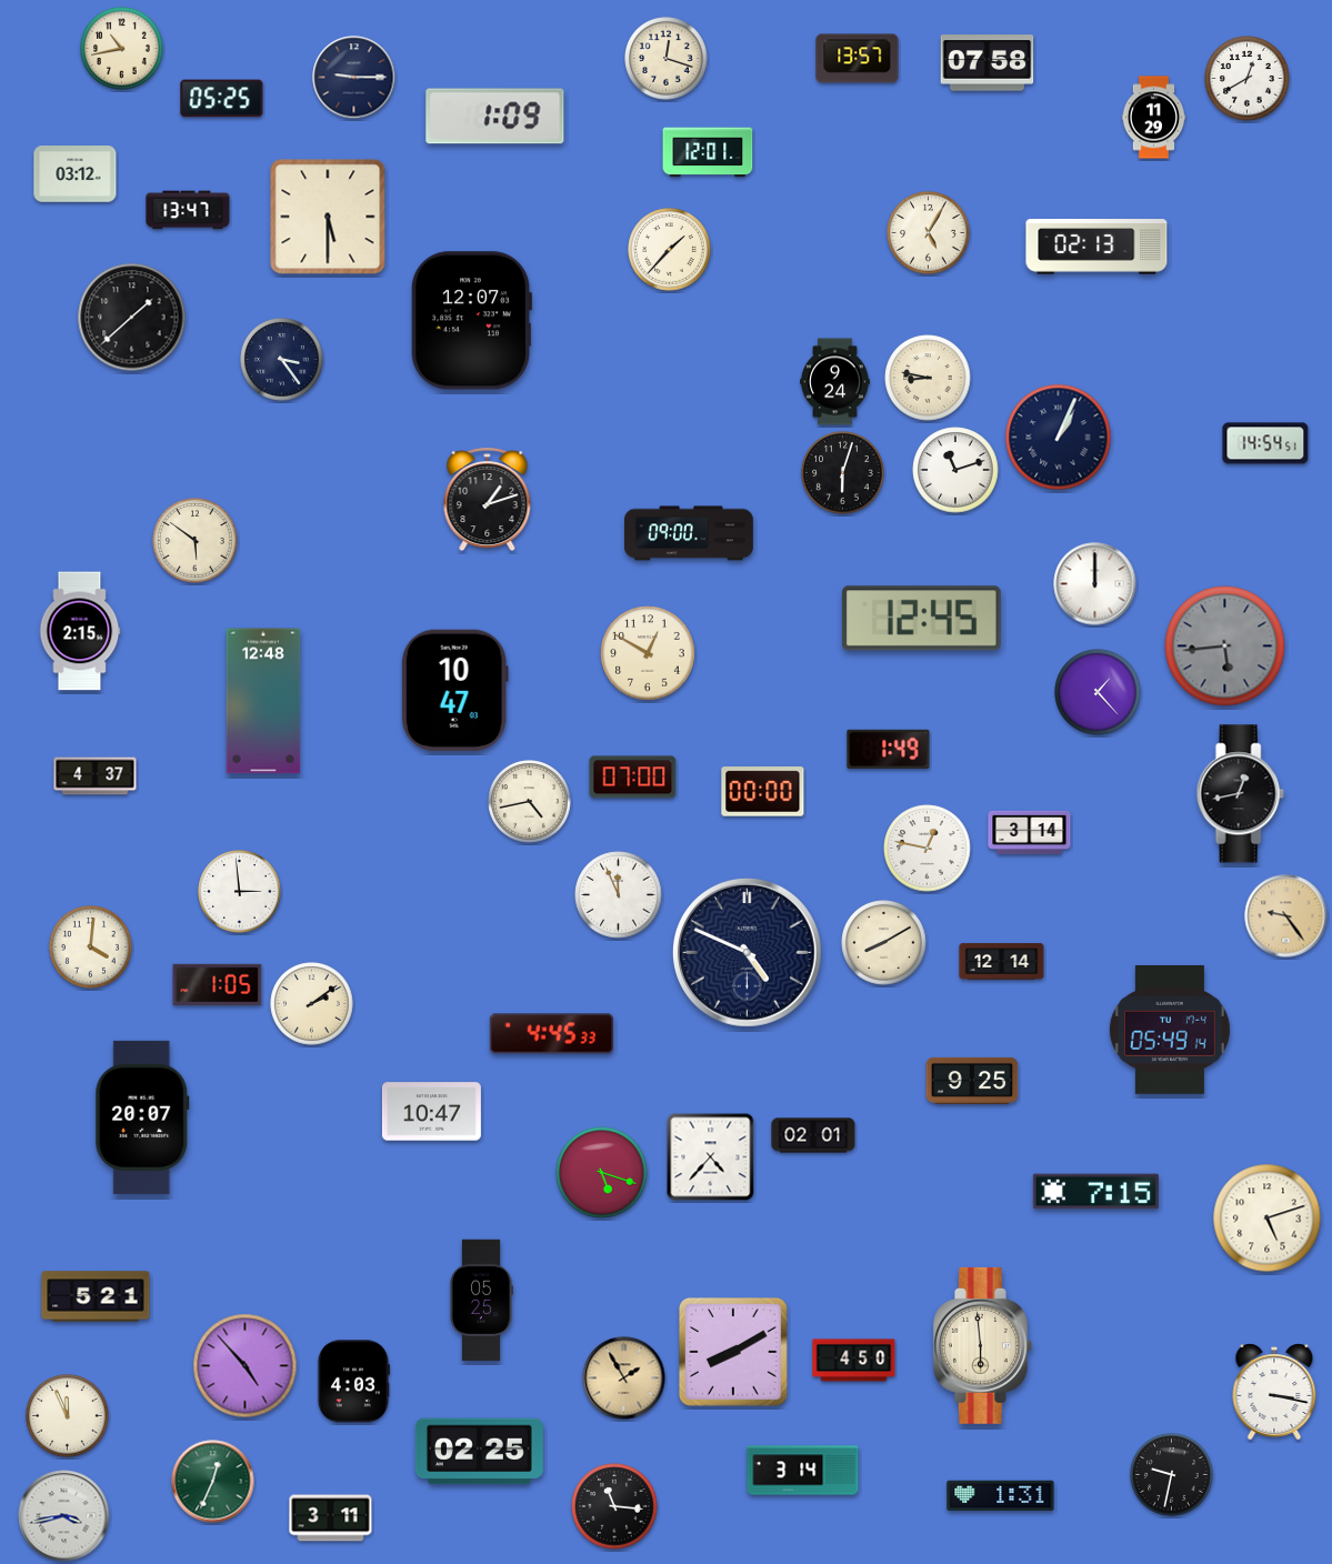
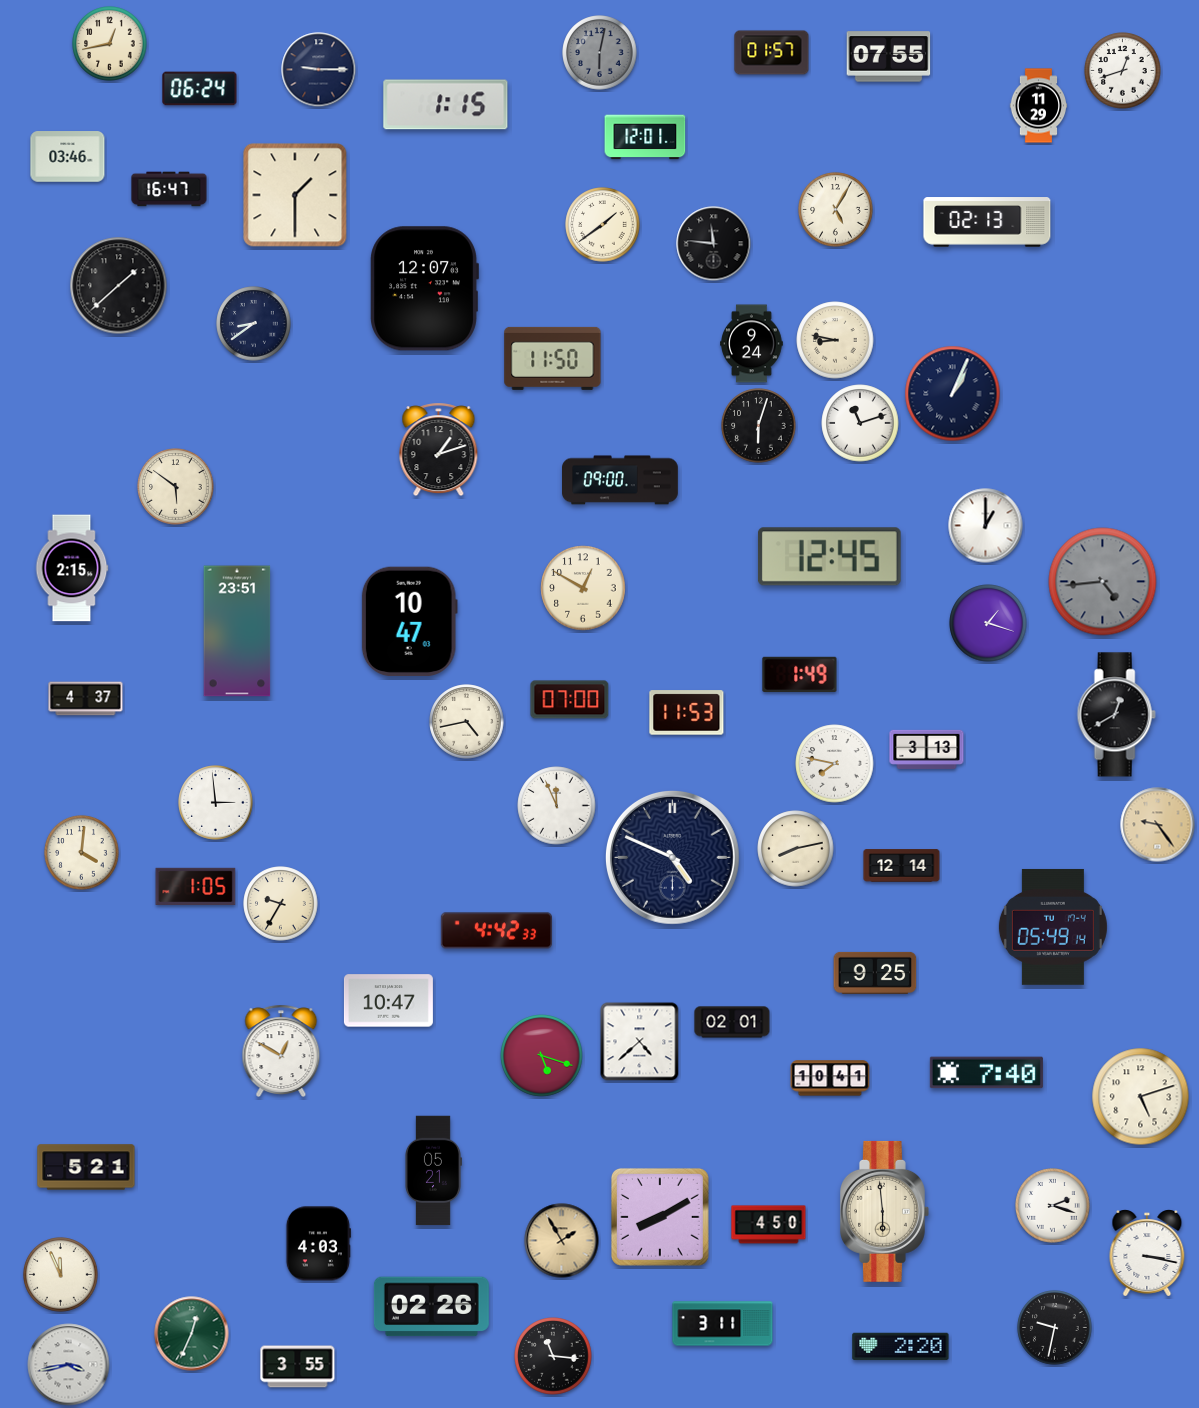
clock at (122, 49): 10:43 -> 12:43
clock at (667, 59): 12:18 -> 6:02
clock at (667, 59) dial: cream -> grey
clock at (858, 59): 13:57 -> 01:57
clock at (988, 63): 07:58 -> 07:55
clock at (1248, 79): 12:40 -> 12:42
clock at (222, 99): 05:25 -> 06:24
clock at (495, 117): 1:09 -> 1:15
clock at (708, 152) position: (708, 152) -> (645, 137)
clock at (76, 174): 03:12 -> 03:46
clock at (188, 210): 13:47 -> 16:47
clock at (328, 217): 5:30 -> 1:30
clock at (670, 250): 1:37 -> 1:39
clock at (714, 244): none -> 11:46
clock at (282, 360): 3:24 -> 8:39
clock at (553, 358): none -> 11:50
clock at (1265, 443): 14:54 -> none
clock at (1095, 584): 12:00 -> 1:00
clock at (1225, 646): 5:44 -> 4:44
clock at (1098, 692): 1:23 -> 1:18
clock at (263, 701): 12:48 -> 23:51
clock at (763, 792): 00:00 -> 11:53
clock at (1240, 794): 12:43 -> 12:40
clock at (530, 802) position: (530, 802) -> (467, 722)
clock at (1030, 832): 3:14 -> 3:13
clock at (928, 849): 12:47 -> 7:47
clock at (884, 943): 8:10 -> 8:13
clock at (312, 1004): 2:09 -> 9:35
clock at (551, 1034): 4:45 -> 4:42
clock at (142, 1117): 20:07 -> none
clock at (711, 1157): 4:37 -> 4:38
clock at (281, 1051): none -> 12:50
clock at (1095, 1192): 7:15 -> 7:40
clock at (830, 1078): none -> 10:41
clock at (481, 1301): 05:25 -> 05:21
clock at (1053, 1206): none -> 2:18
clock at (246, 1366): 4:53 -> none
clock at (479, 1452): 02:25 -> 02:26
clock at (803, 1471): 3:14 -> 3:11
clock at (1001, 1496): 1:31 -> 2:20
clock at (64, 1516) position: (64, 1516) -> (69, 1365)
clock at (331, 1518): 3:11 -> 3:55
